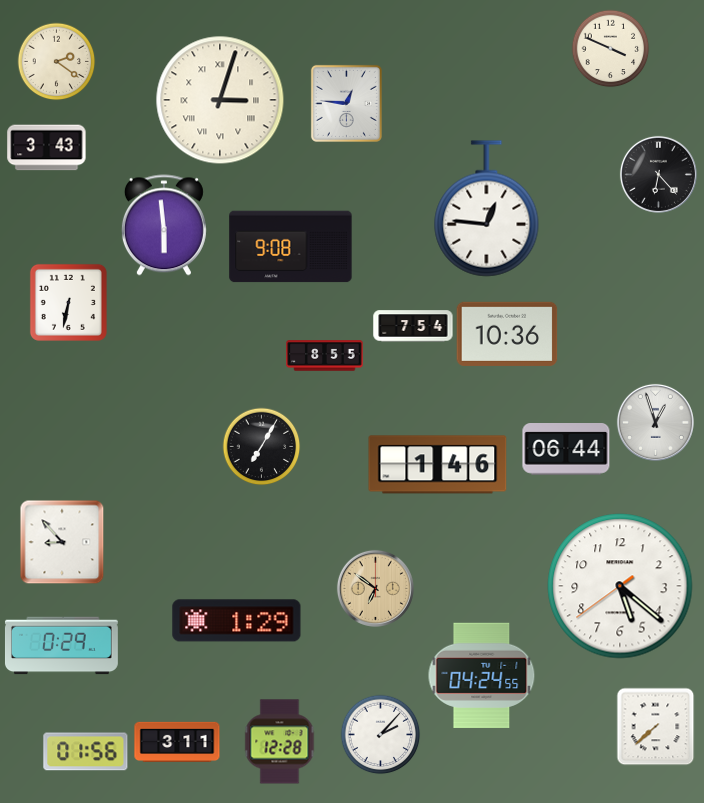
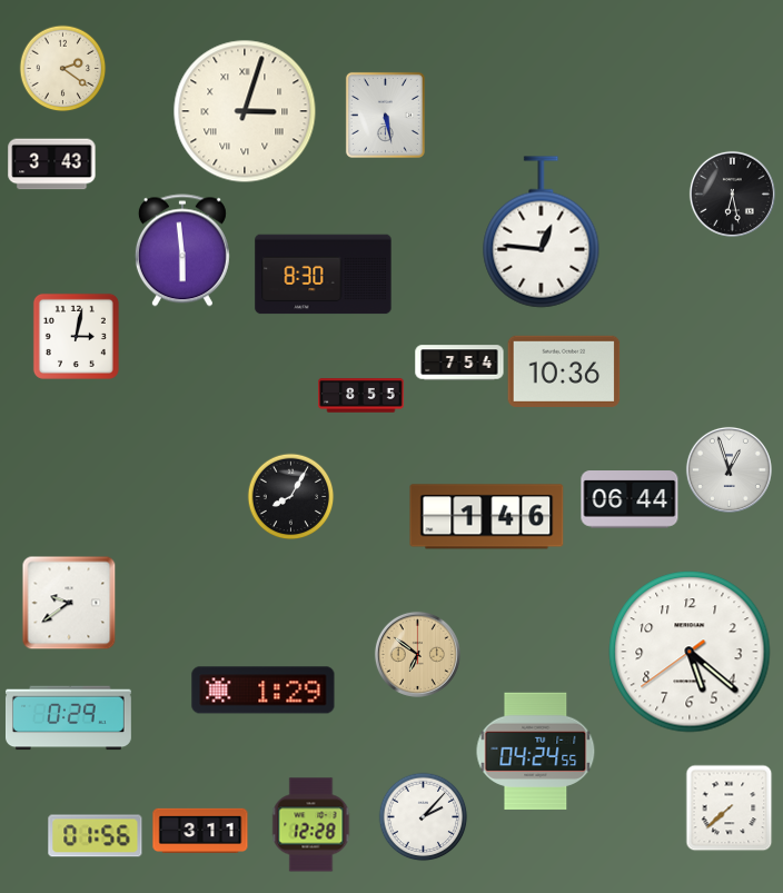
clock at (610, 48): 3:49 -> none
clock at (346, 103): 12:46 -> 5:28
clock at (658, 174): 6:23 -> 6:28
clock at (291, 247): 9:08 -> 8:30
clock at (68, 302): 6:32 -> 3:02
clock at (261, 446): 7:05 -> 8:05
clock at (62, 542): 8:53 -> 9:39
clock at (177, 741) position: (177, 741) -> (200, 830)
